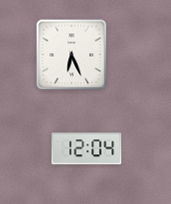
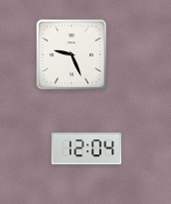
clock at (72, 55): 6:26 -> 9:26
